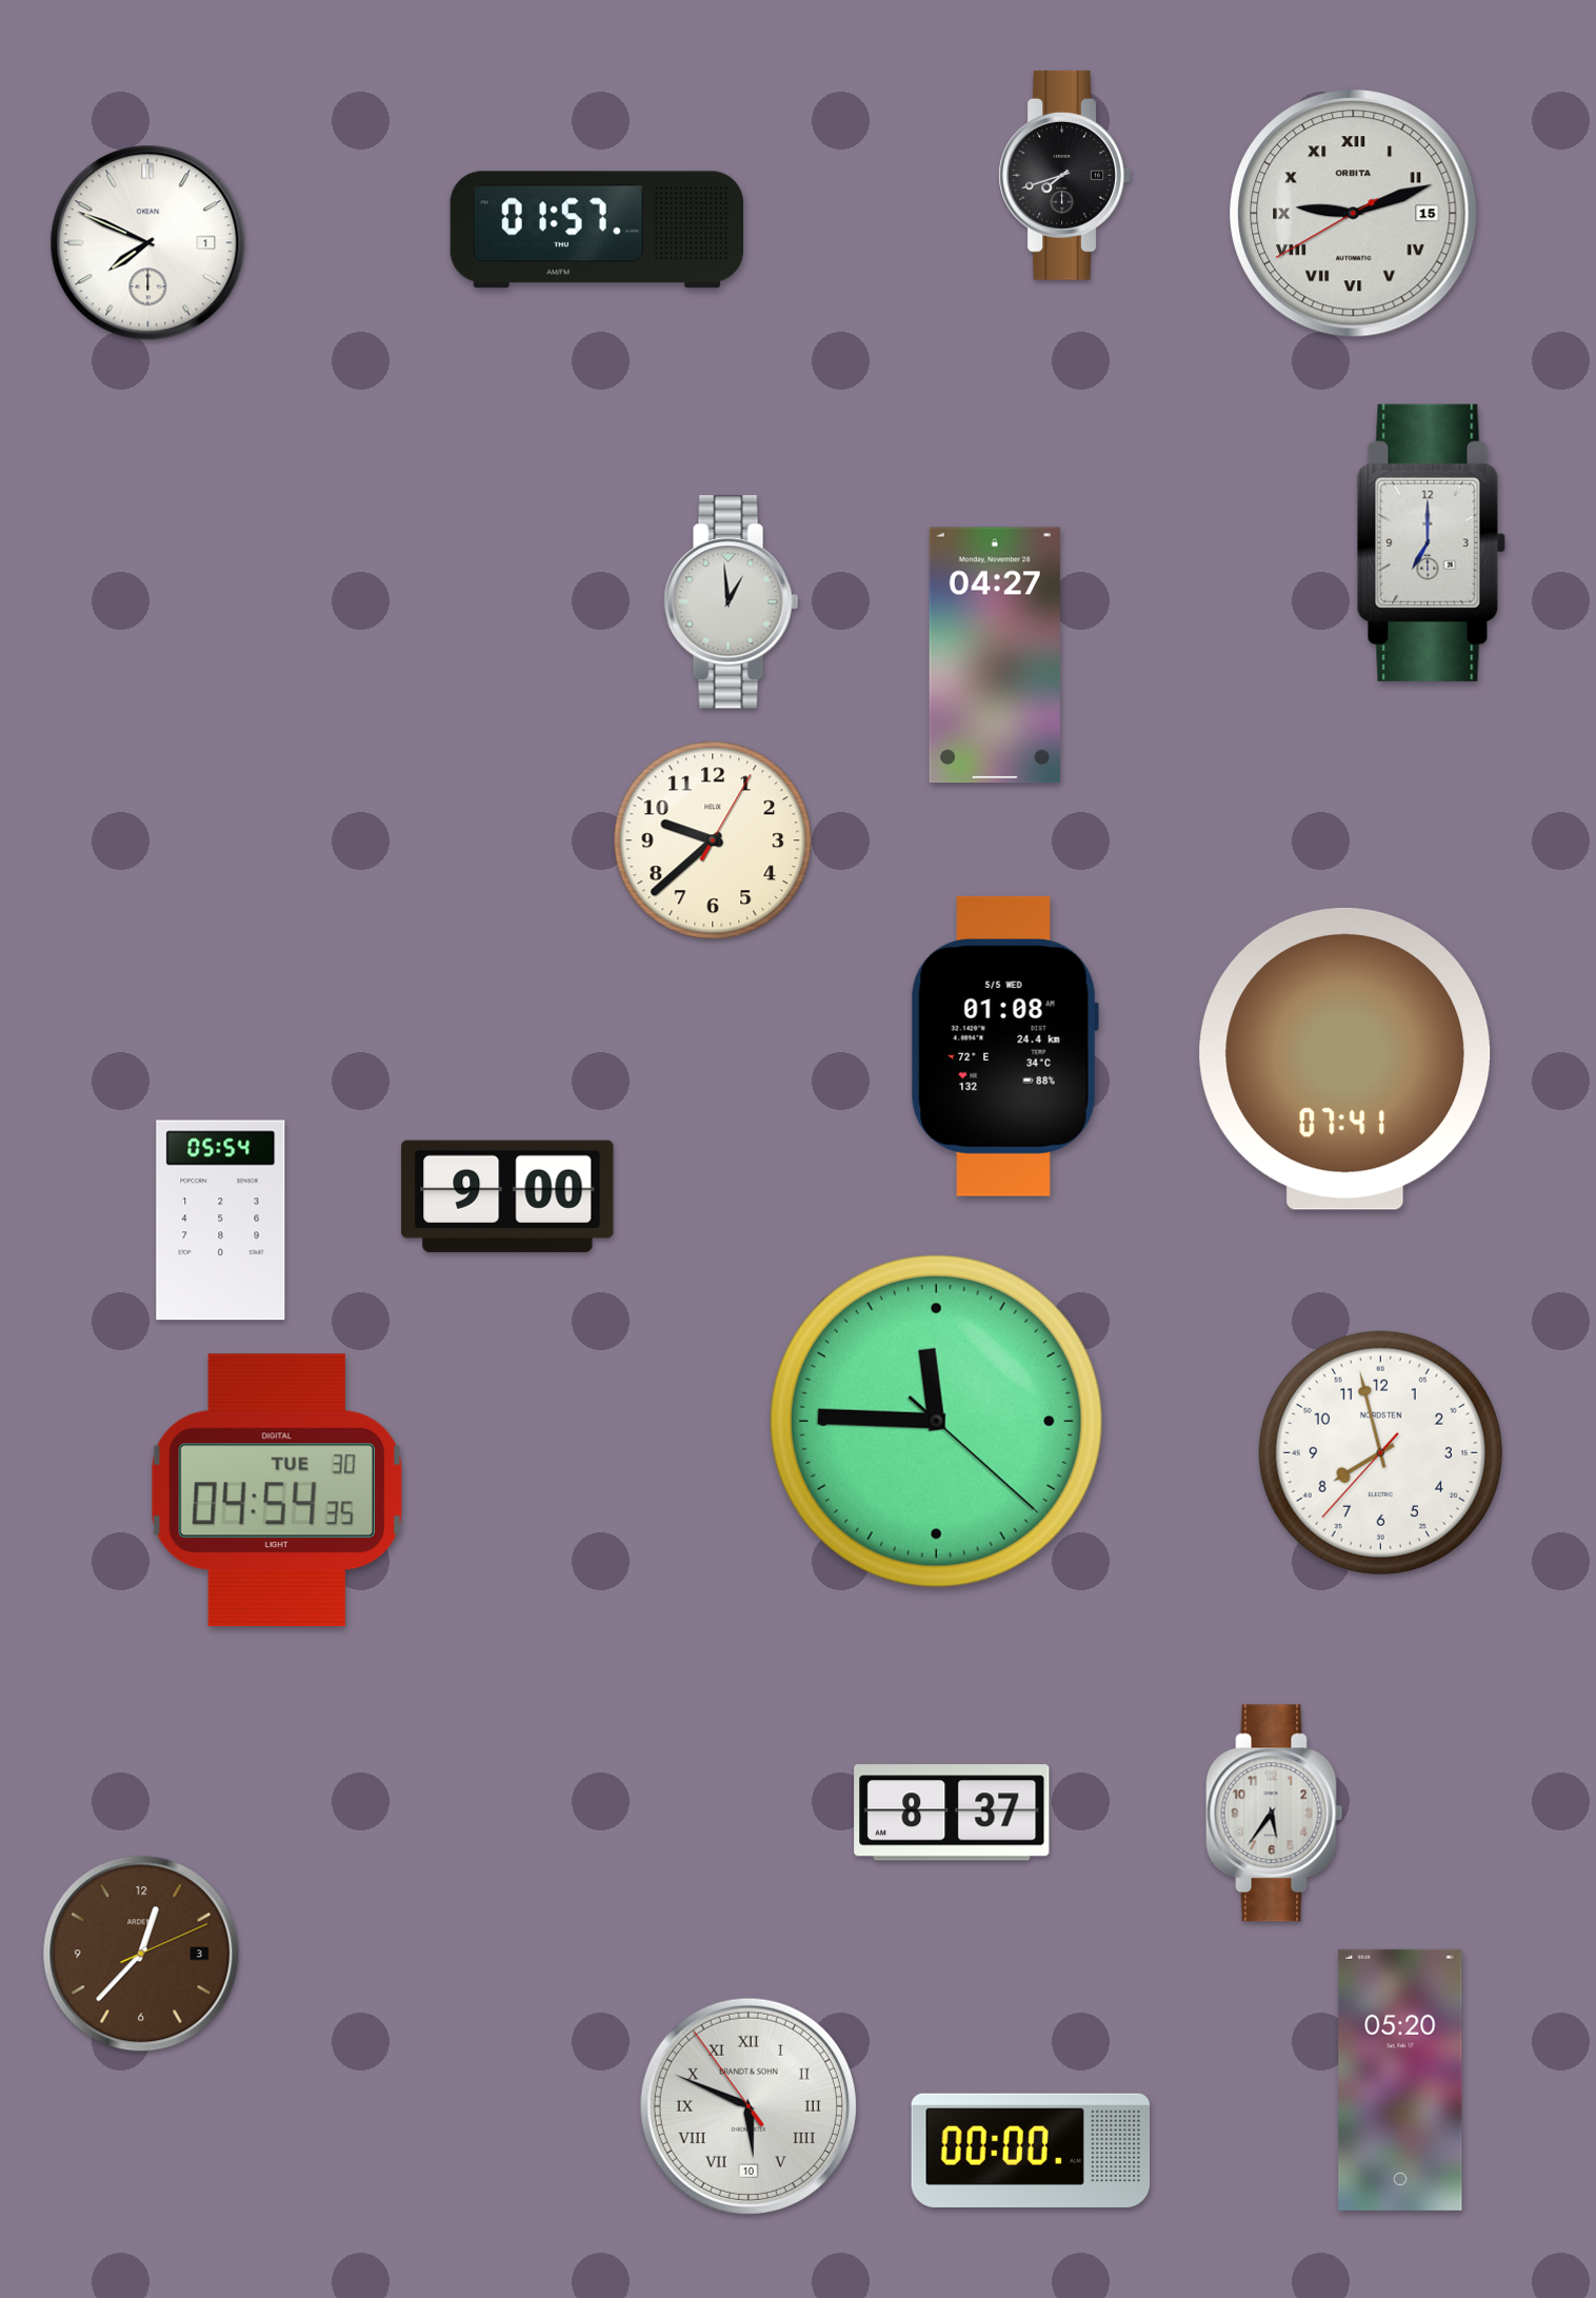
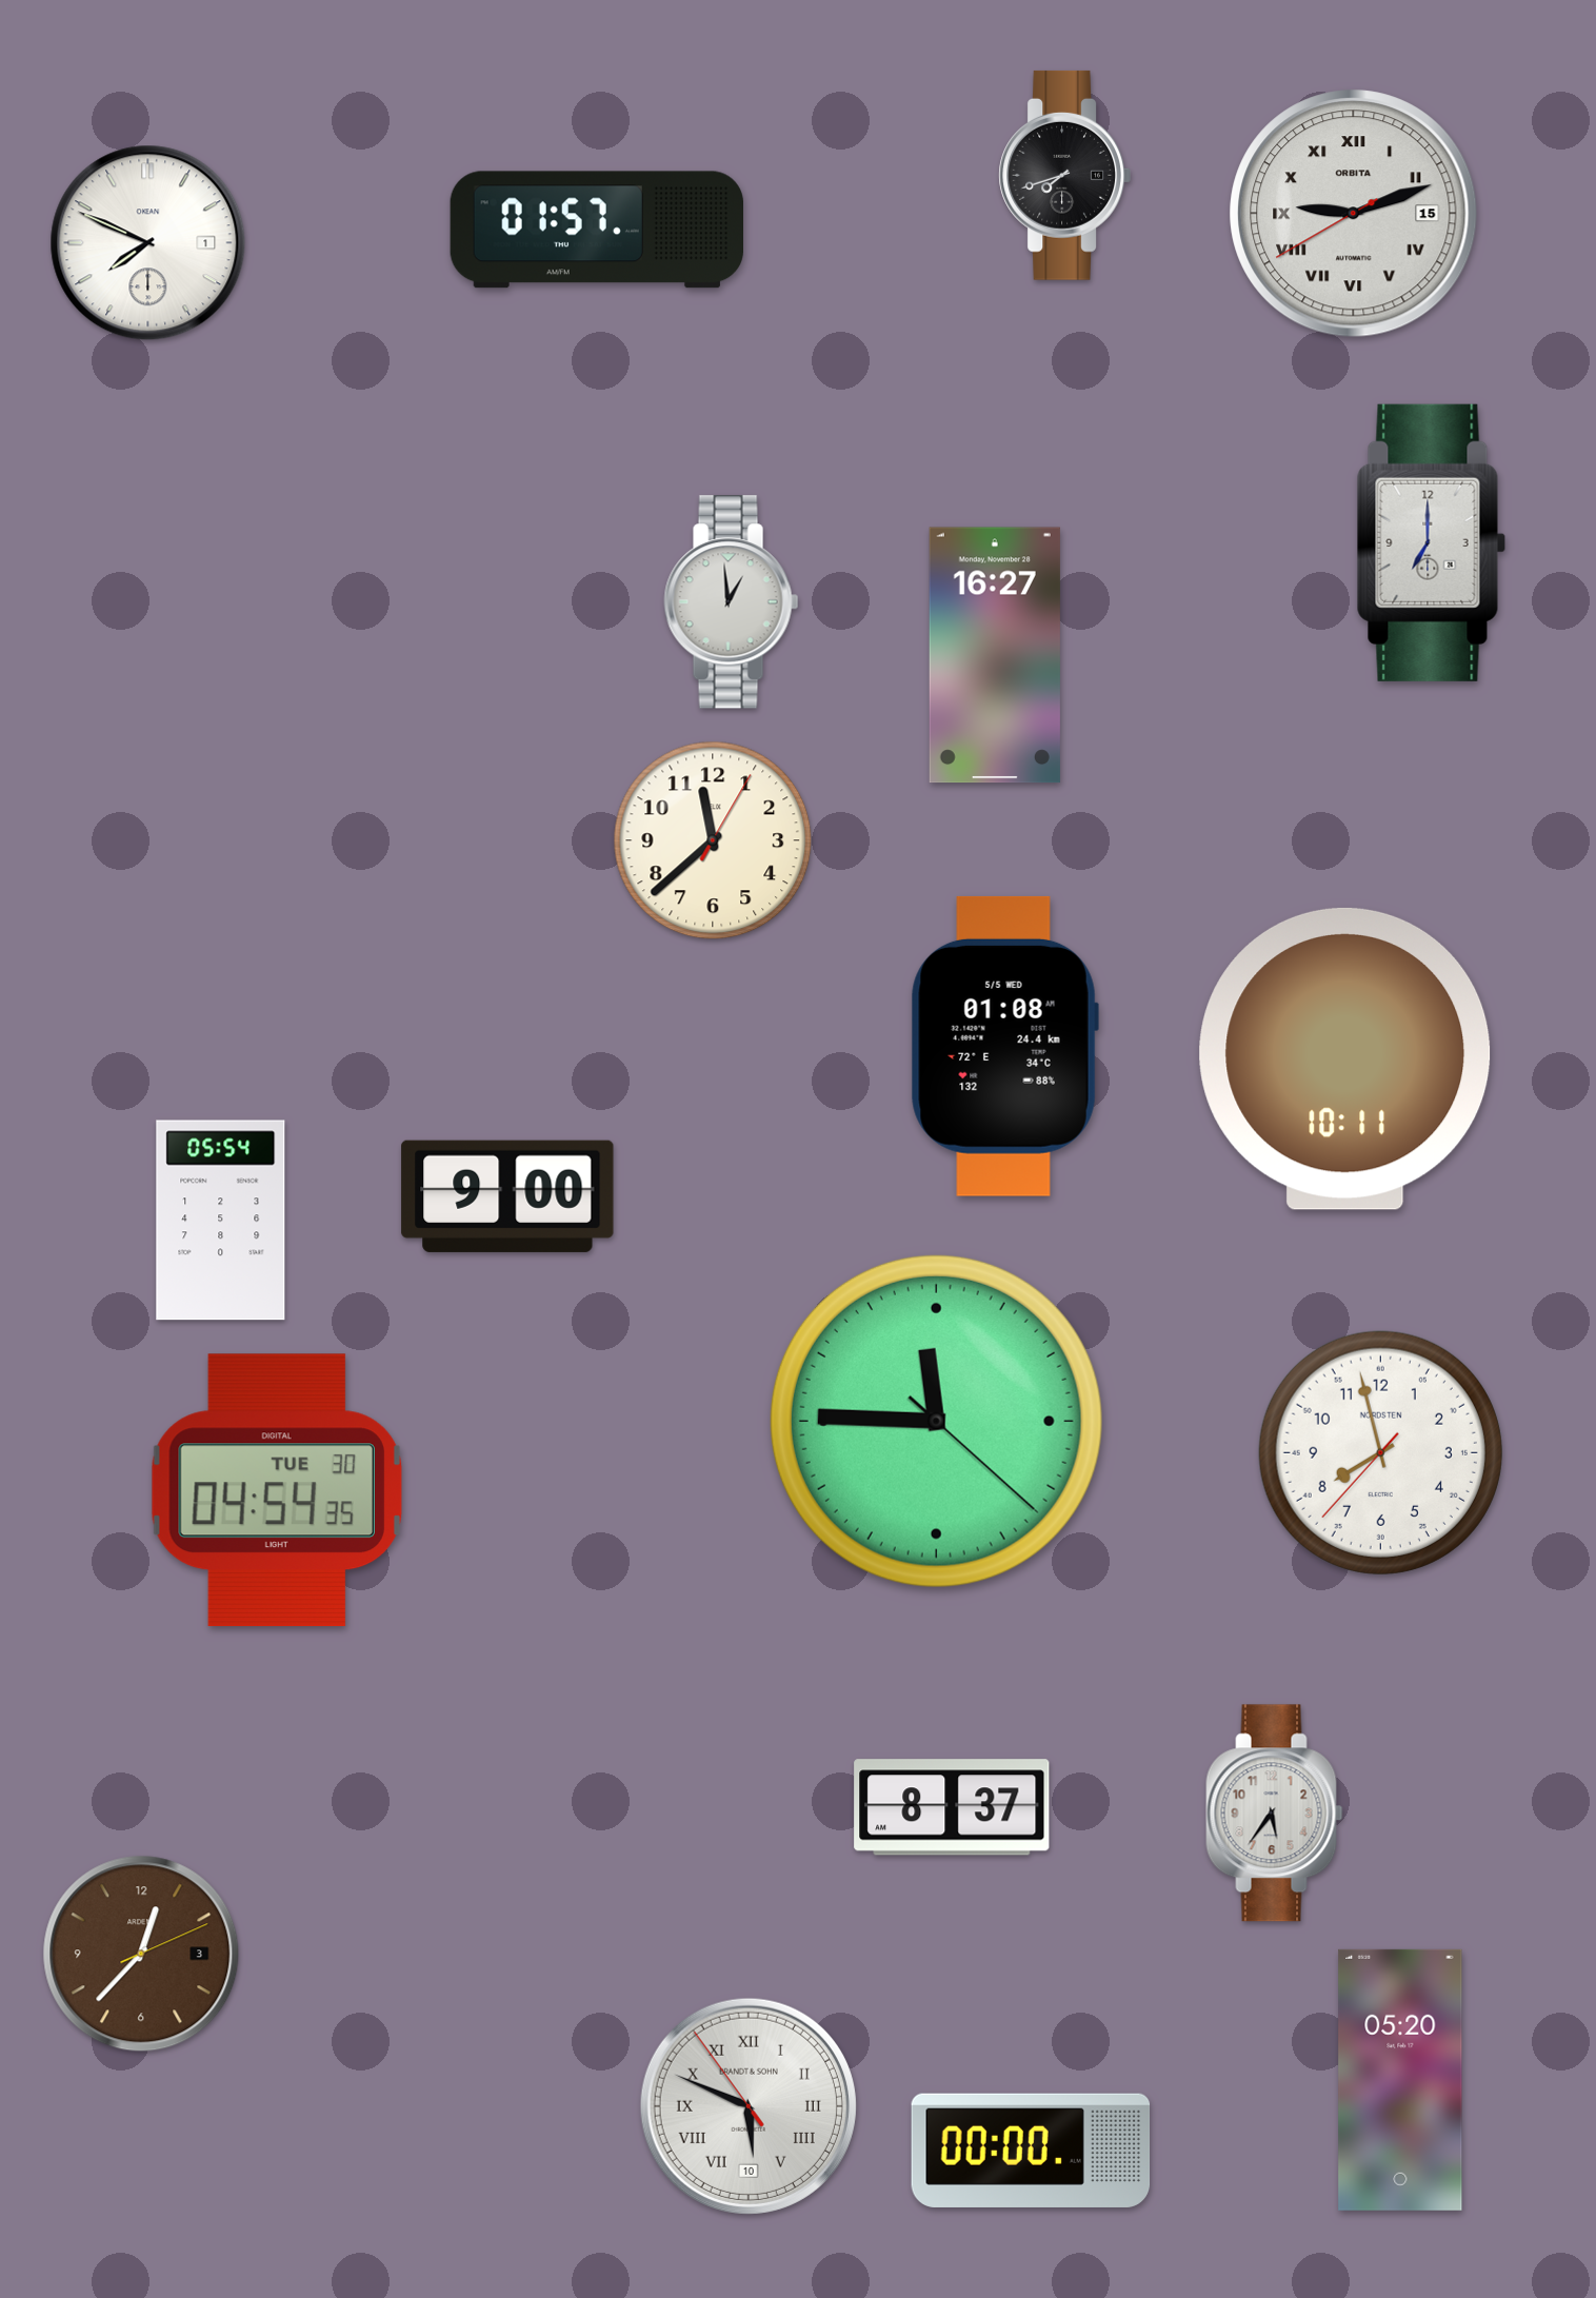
clock at (995, 655): 04:27 -> 16:27
clock at (713, 840): 9:38 -> 11:38
clock at (1345, 1058): 07:41 -> 10:11
clock at (952, 1812) position: (952, 1812) -> (952, 1807)
